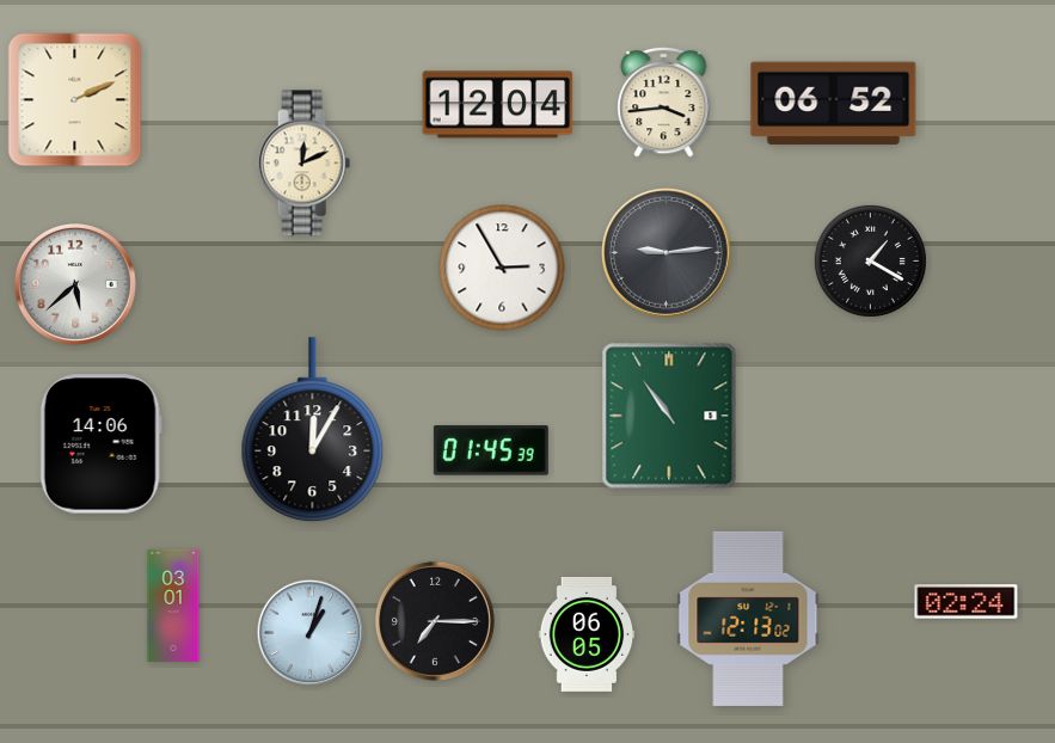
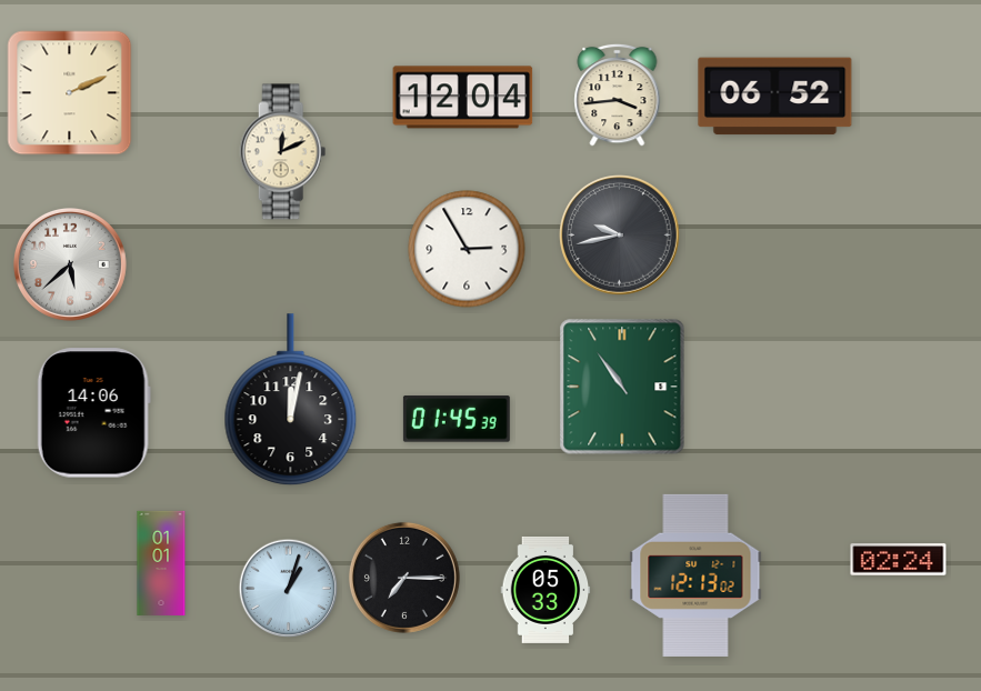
clock at (667, 253): 9:14 -> 9:43
clock at (870, 260): 1:20 -> none
clock at (313, 430): 12:05 -> 12:02
clock at (173, 606): 03:01 -> 01:01
clock at (587, 634): 06:05 -> 05:33
